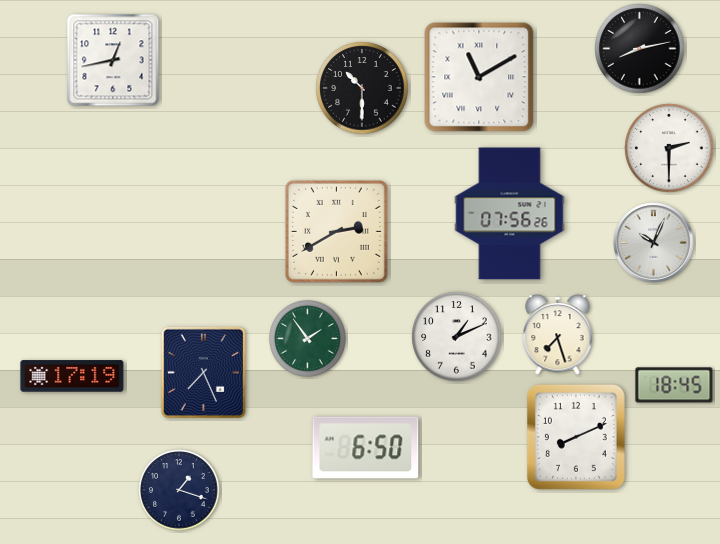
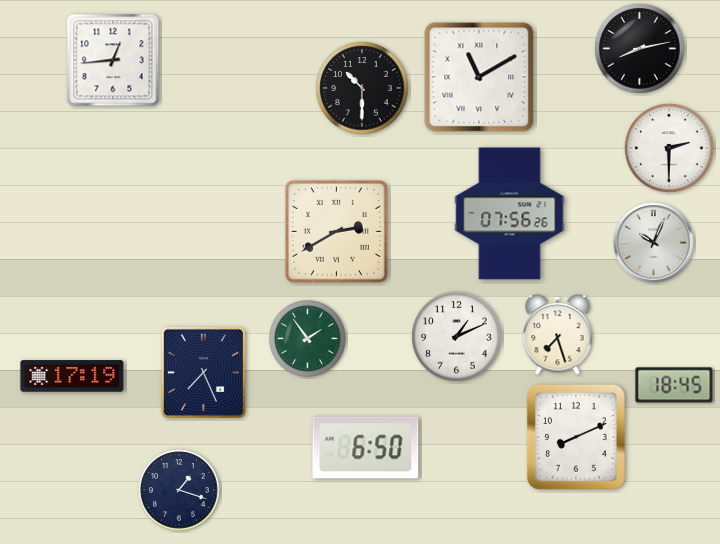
clock at (113, 60): 12:43 -> 12:44
